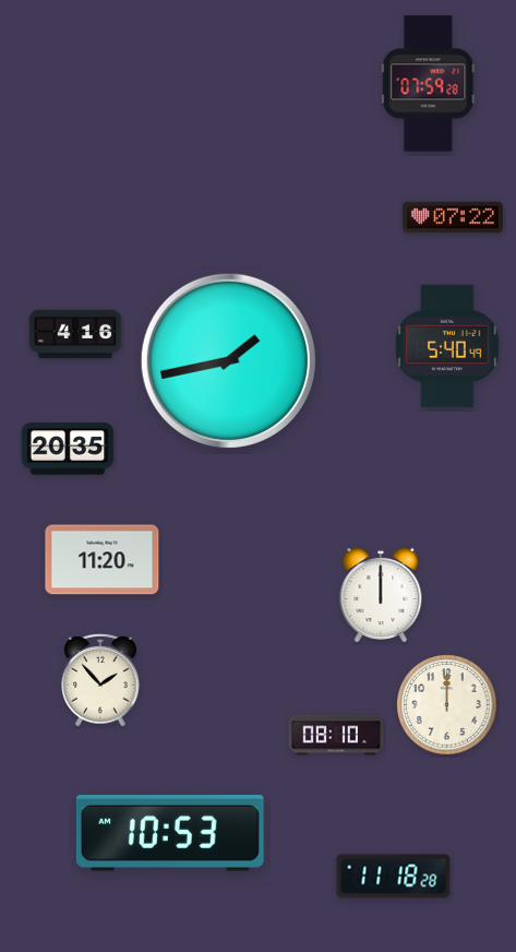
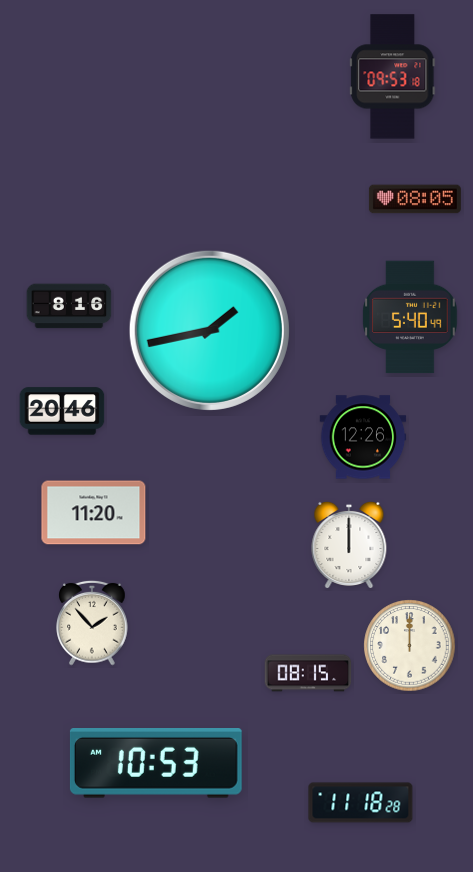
clock at (429, 84): 07:59 -> 09:53
clock at (453, 217): 07:22 -> 08:05
clock at (75, 334): 4:16 -> 8:16
clock at (68, 449): 20:35 -> 20:46
clock at (363, 437): none -> 12:26
clock at (336, 735): 08:10 -> 08:15
